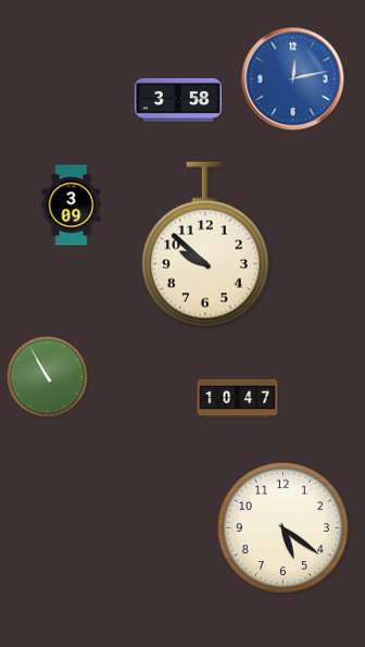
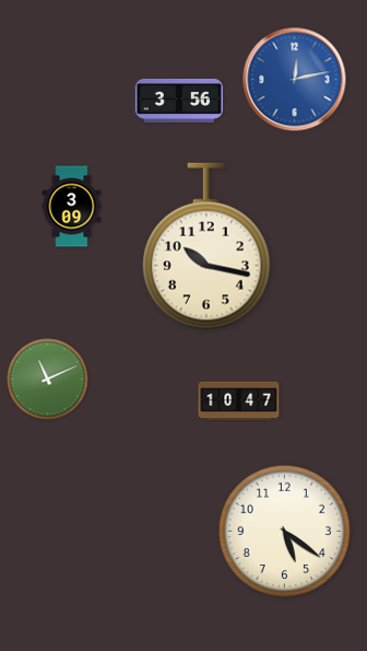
clock at (178, 100): 3:58 -> 3:56
clock at (205, 245): 9:52 -> 10:17
clock at (48, 377): 10:55 -> 11:11
